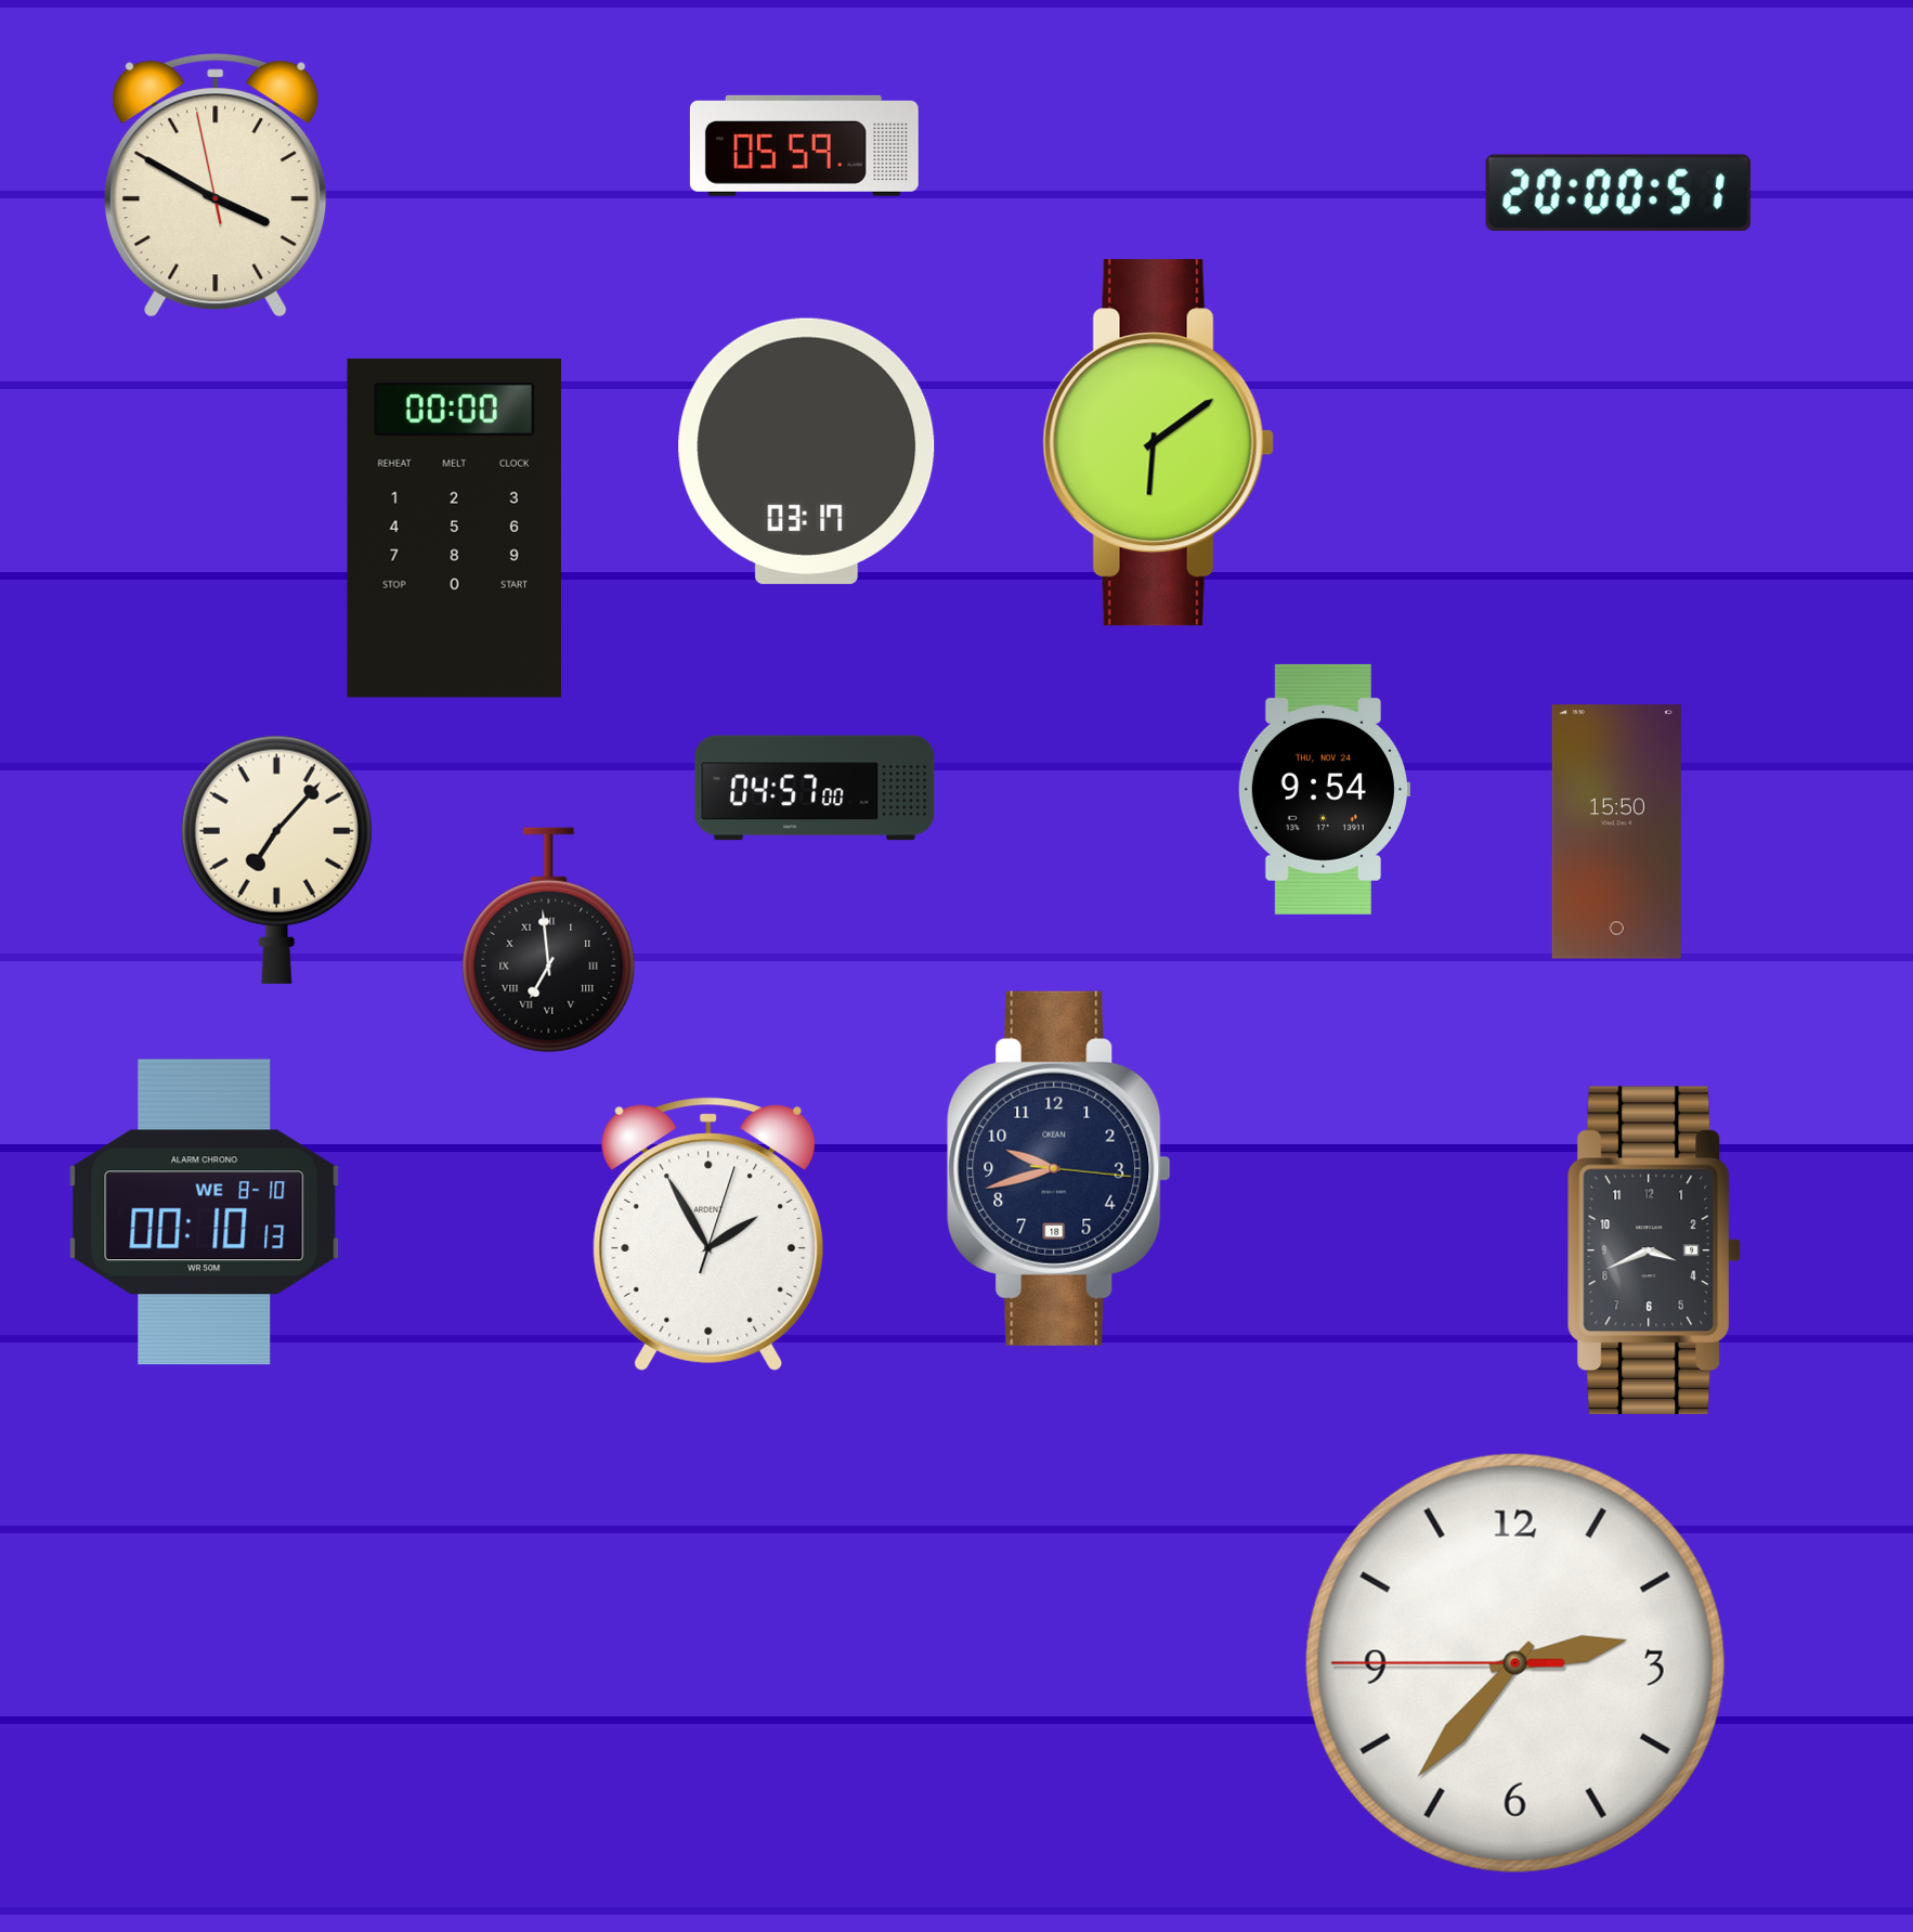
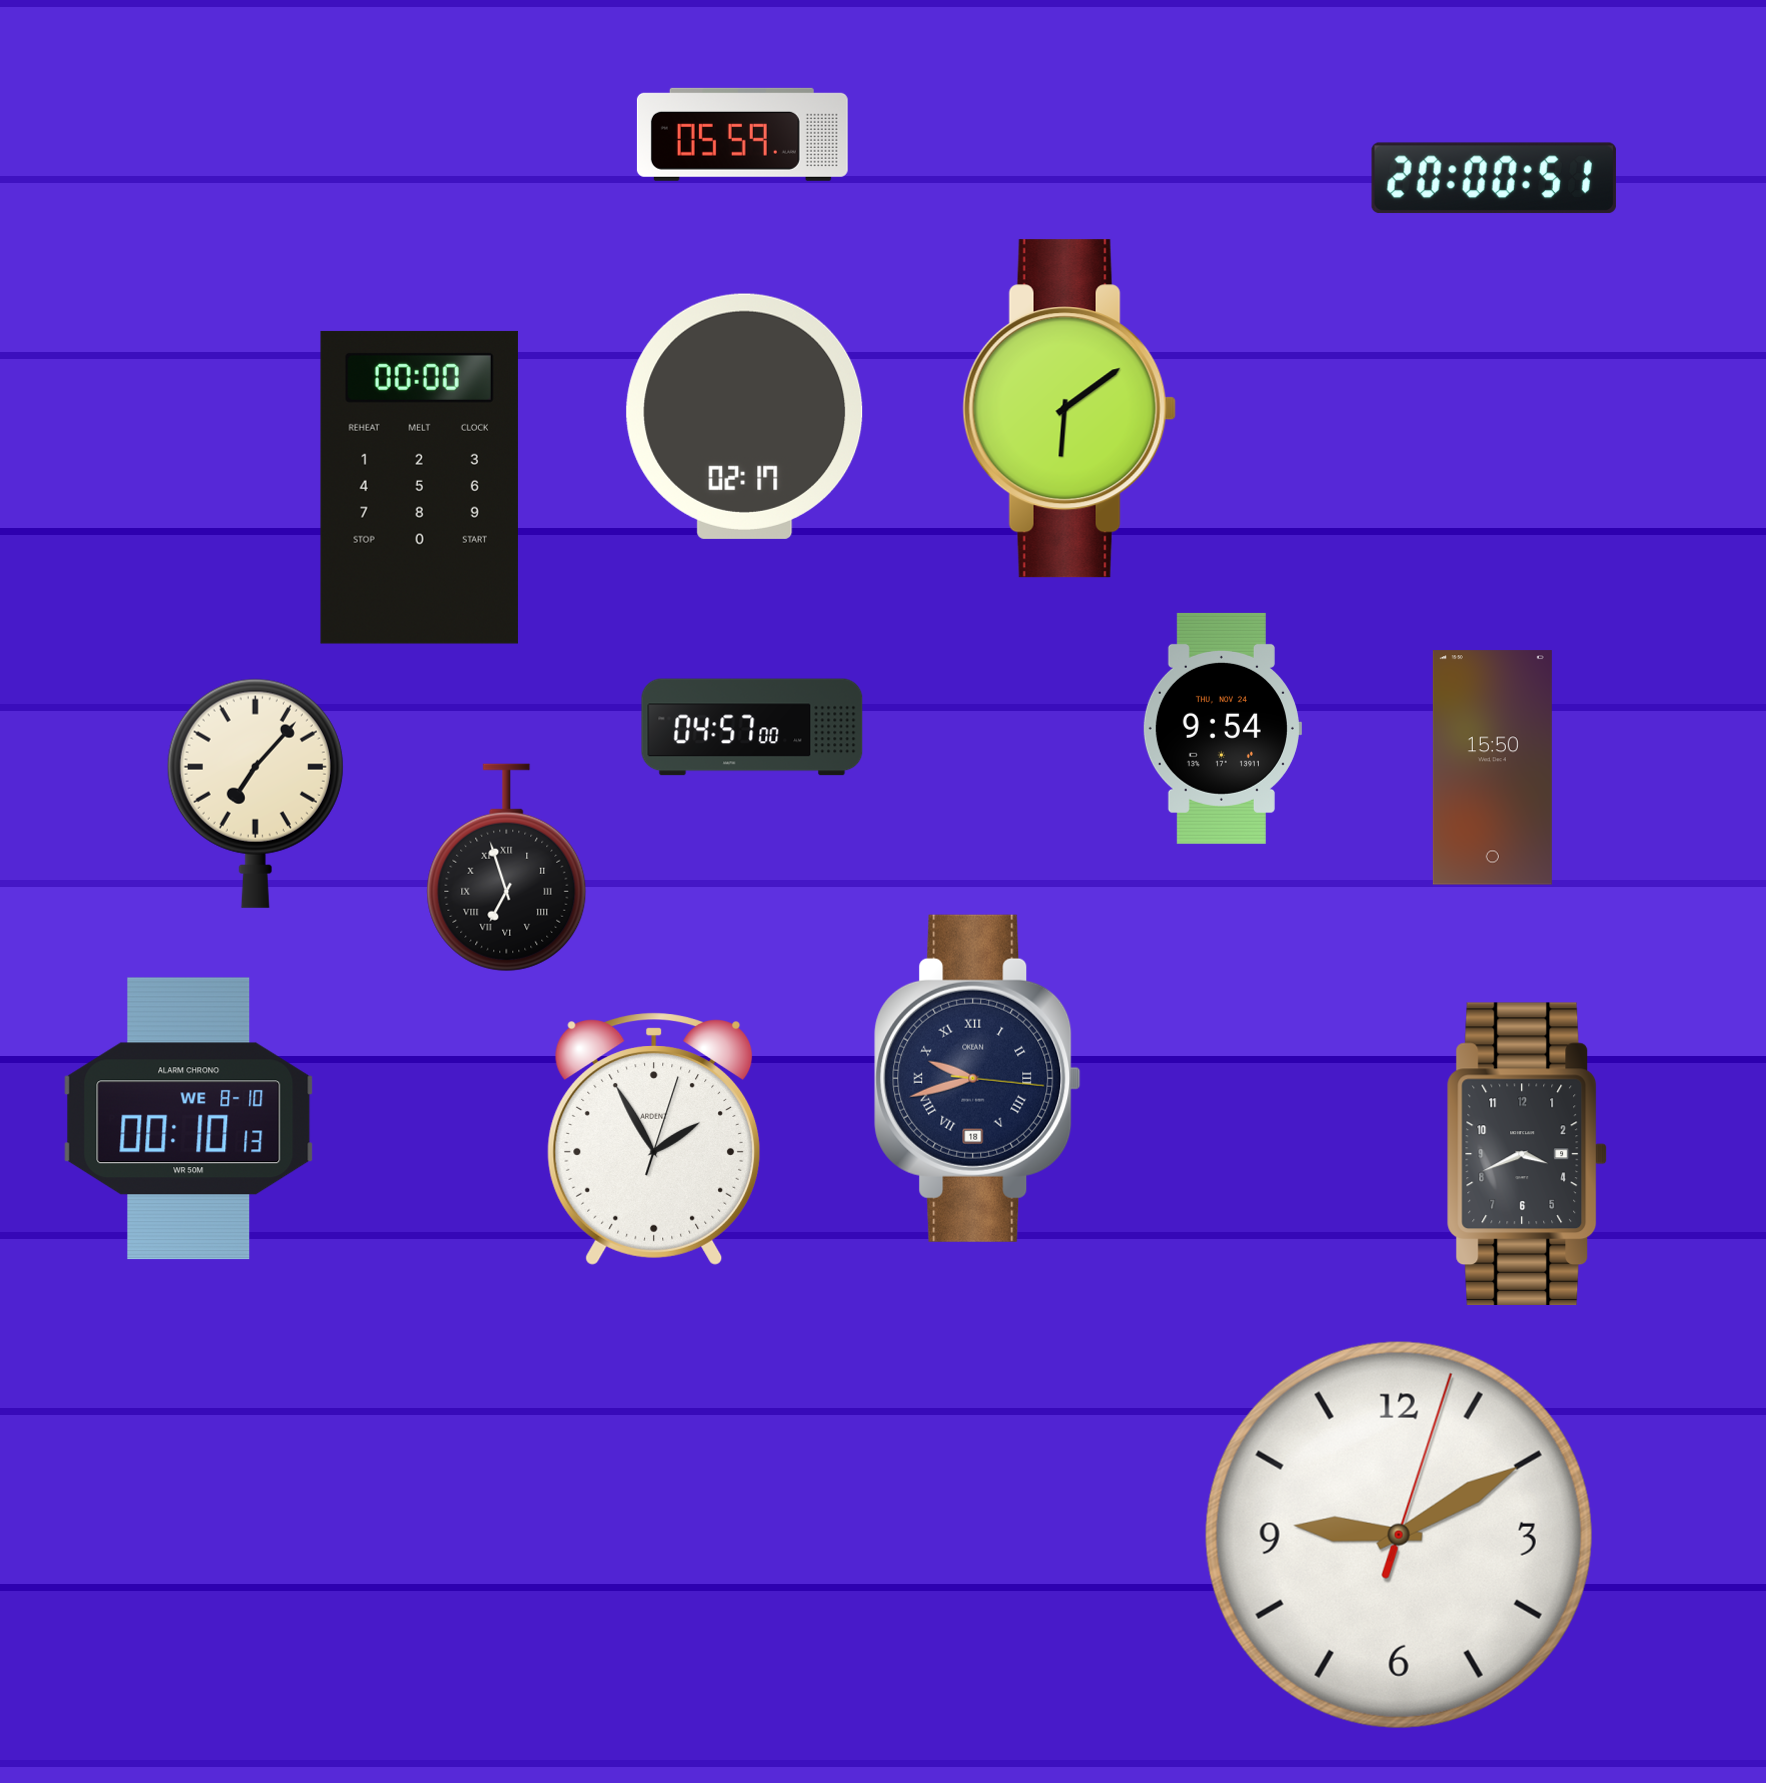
clock at (216, 185): 3:49 -> none
clock at (807, 451): 03:17 -> 02:17
clock at (549, 941): 6:59 -> 6:57
clock at (1059, 1168) numerals: Arabic -> Roman
clock at (1515, 1663): 2:36 -> 9:10
